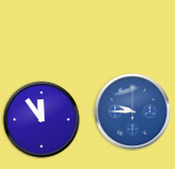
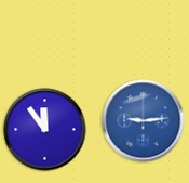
clock at (133, 112): 9:45 -> 9:14
